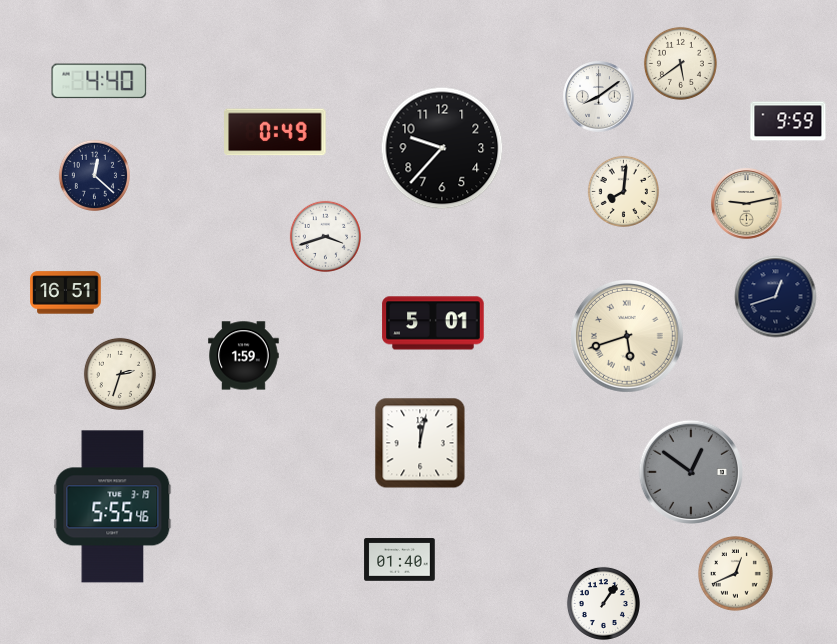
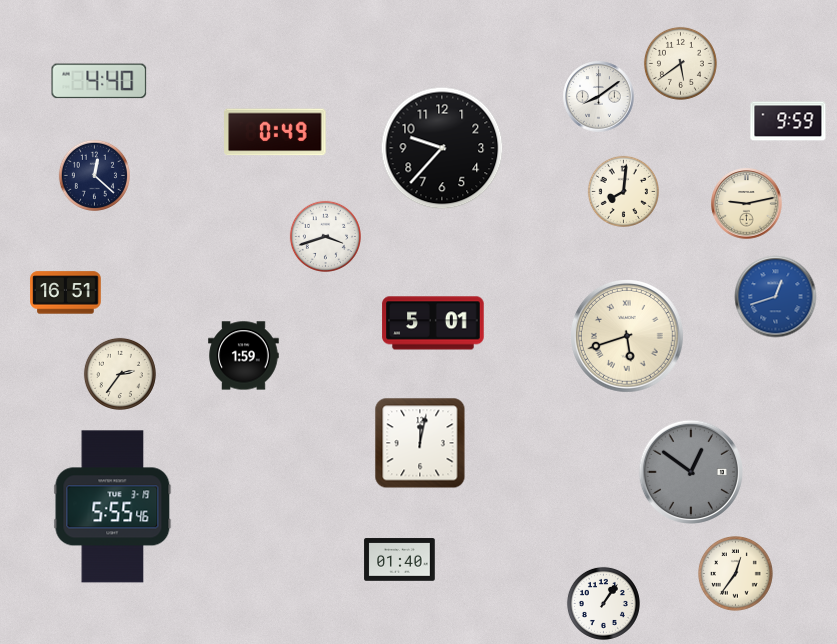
clock at (776, 297) dial: navy -> blue
clock at (120, 374): 2:33 -> 2:36
clock at (736, 574): 12:41 -> 12:36
